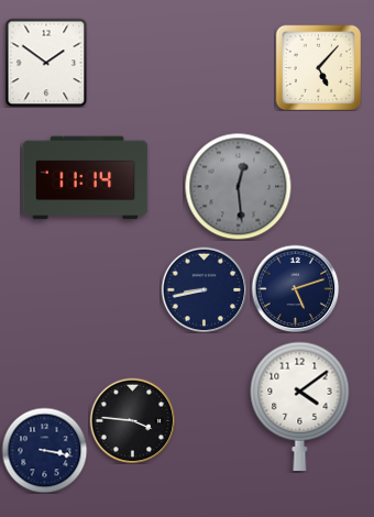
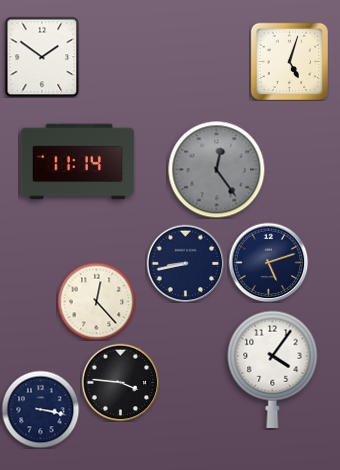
clock at (318, 67): 5:07 -> 5:03
clock at (238, 186): 12:29 -> 12:24
clock at (96, 301): none -> 12:23
clock at (300, 406): 4:09 -> 4:06
